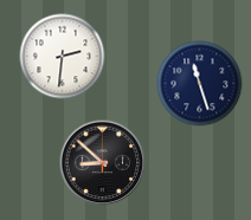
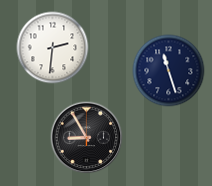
clock at (103, 163): 8:52 -> 8:55
